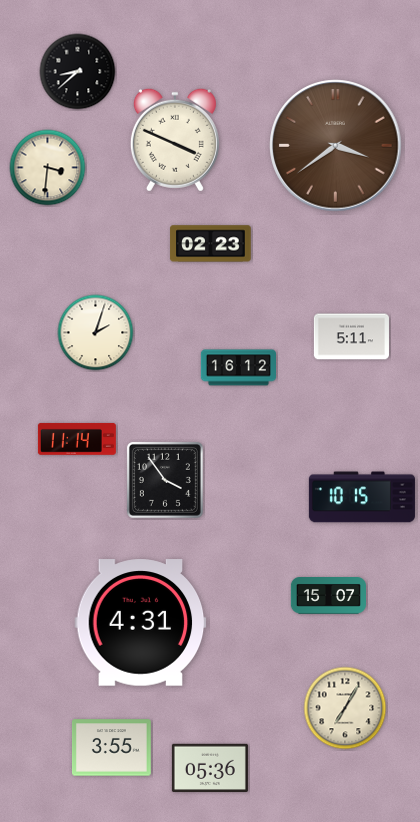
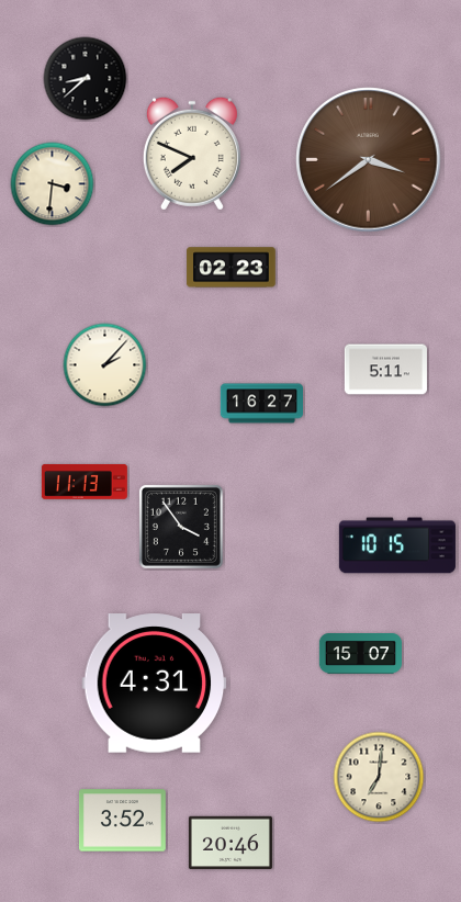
clock at (175, 140): 3:49 -> 7:49
clock at (96, 333): 2:03 -> 2:07
clock at (238, 368): 16:12 -> 16:27
clock at (77, 439): 11:14 -> 11:13
clock at (345, 708): 7:05 -> 7:01
clock at (111, 748): 3:55 -> 3:52
clock at (210, 767): 05:36 -> 20:46
